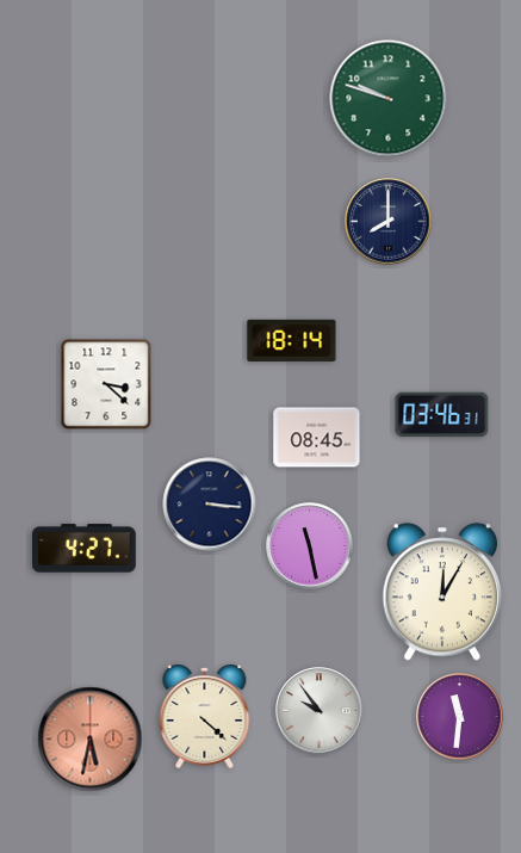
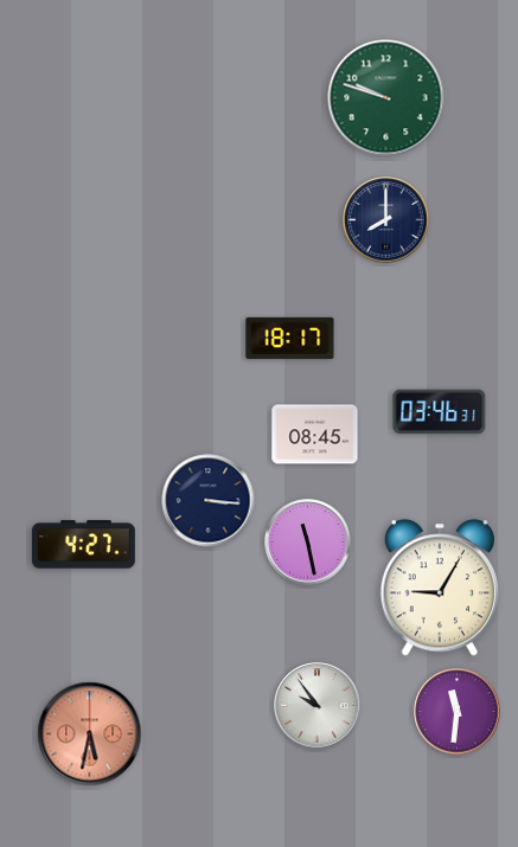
clock at (292, 340): 18:14 -> 18:17
clock at (106, 384): 3:22 -> none
clock at (441, 592): 12:05 -> 9:05
clock at (205, 716): 4:22 -> none
